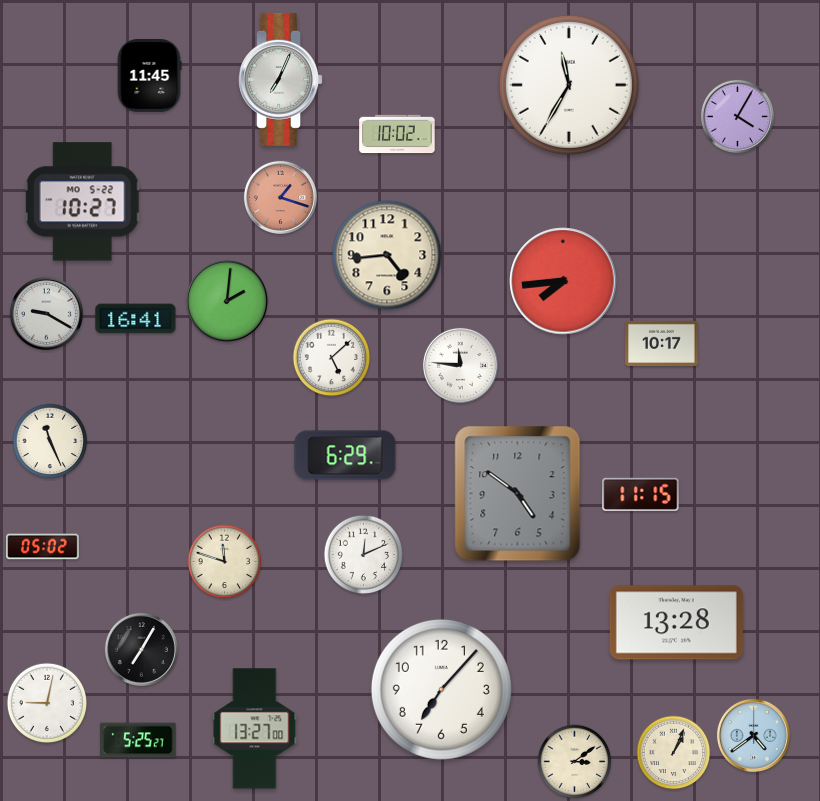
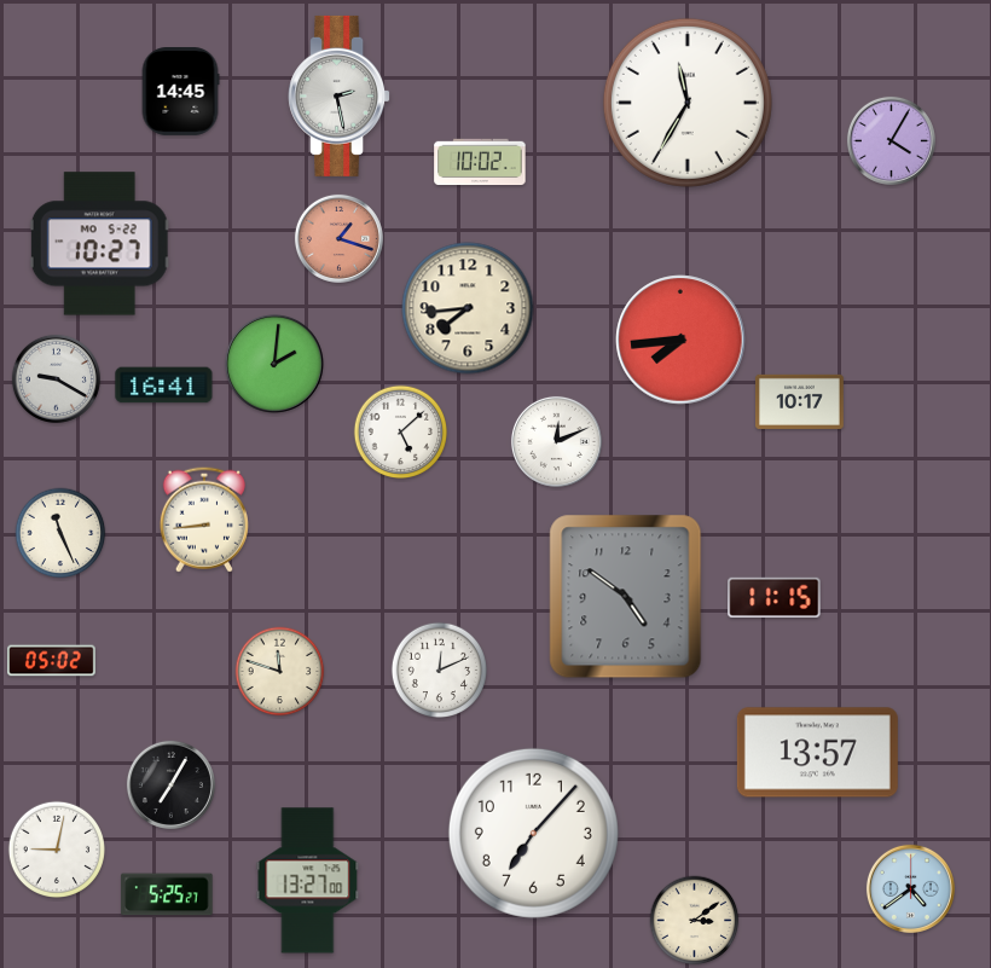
clock at (149, 76): 11:45 -> 14:45
clock at (281, 79): 7:04 -> 2:28
clock at (387, 255): 4:44 -> 7:44
clock at (662, 343) position: (662, 343) -> (800, 401)
clock at (460, 365): 11:46 -> 12:11
clock at (204, 520): none -> 8:44
clock at (345, 455): 6:29 -> none
clock at (225, 562) position: (225, 562) -> (280, 672)
clock at (676, 623): 13:28 -> 13:57
clock at (674, 753): 1:04 -> none
